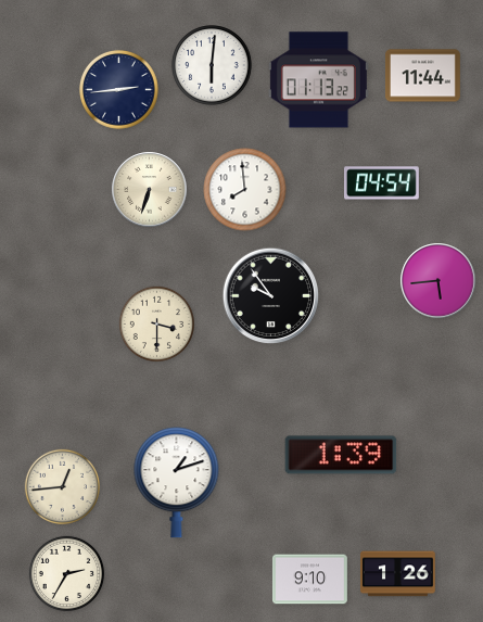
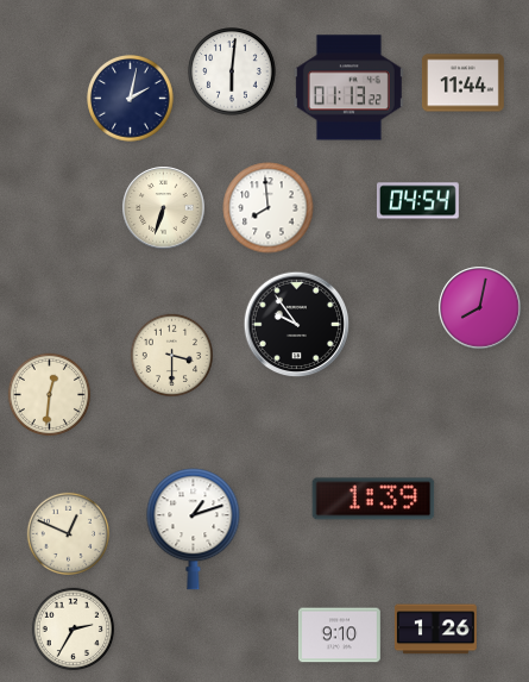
clock at (119, 90): 2:44 -> 2:02
clock at (438, 281): 5:44 -> 8:02
clock at (49, 394): none -> 12:31
clock at (62, 486): 12:44 -> 12:49
